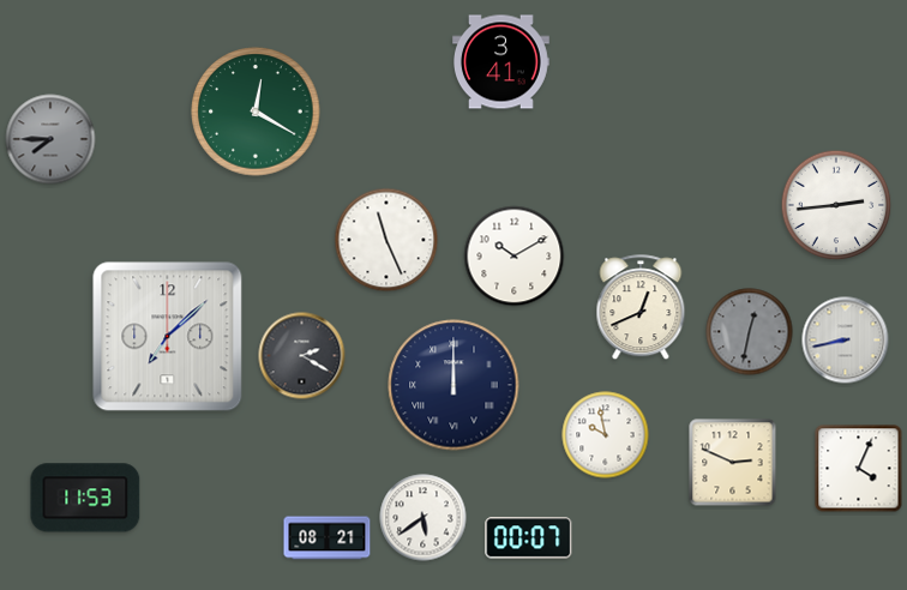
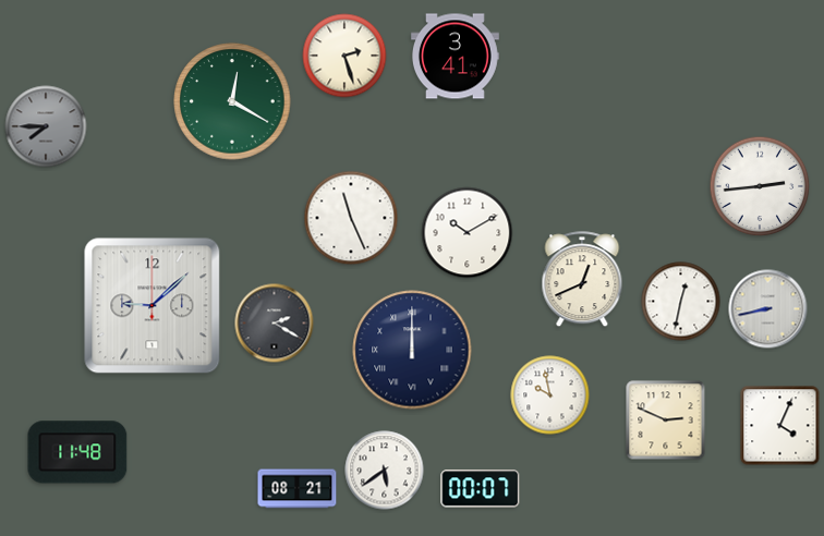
clock at (344, 56): none -> 2:27
clock at (750, 332) dial: grey -> white
clock at (168, 337): 7:08 -> 9:08
clock at (85, 498): 11:53 -> 11:48
